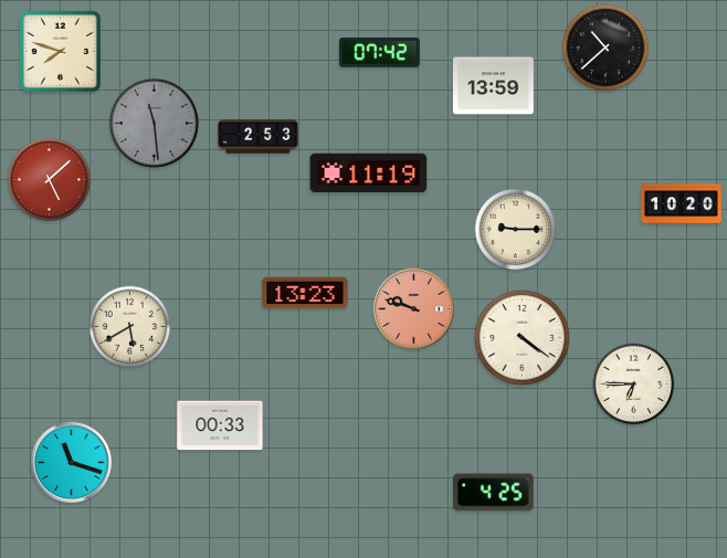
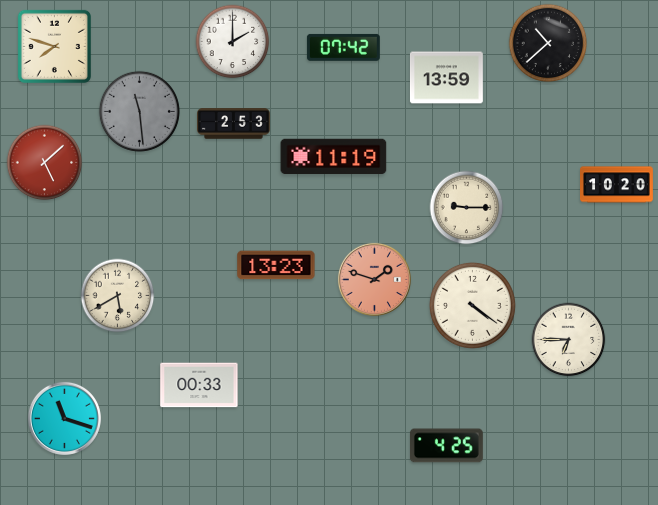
clock at (233, 42): none -> 2:00
clock at (413, 308): 9:48 -> 1:48
clock at (634, 385) position: (634, 385) -> (569, 340)
